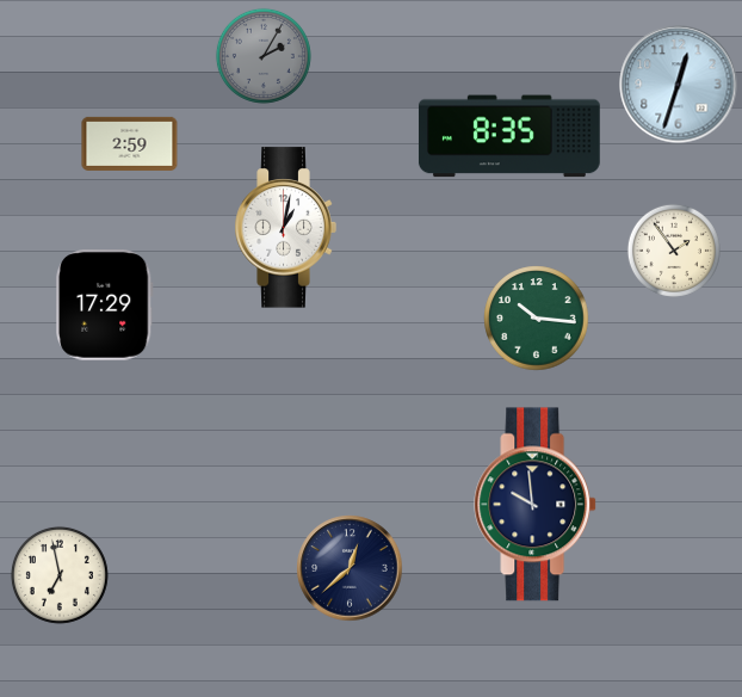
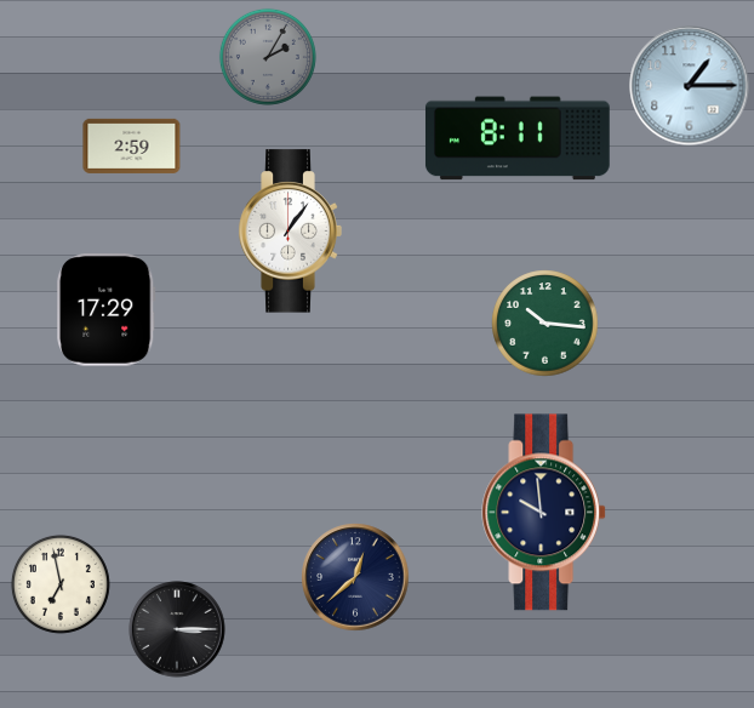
clock at (679, 85): 12:33 -> 1:15
clock at (509, 136): 8:35 -> 8:11
clock at (285, 228): 1:02 -> 1:06
clock at (674, 251): 1:54 -> none
clock at (177, 629): none -> 3:15
